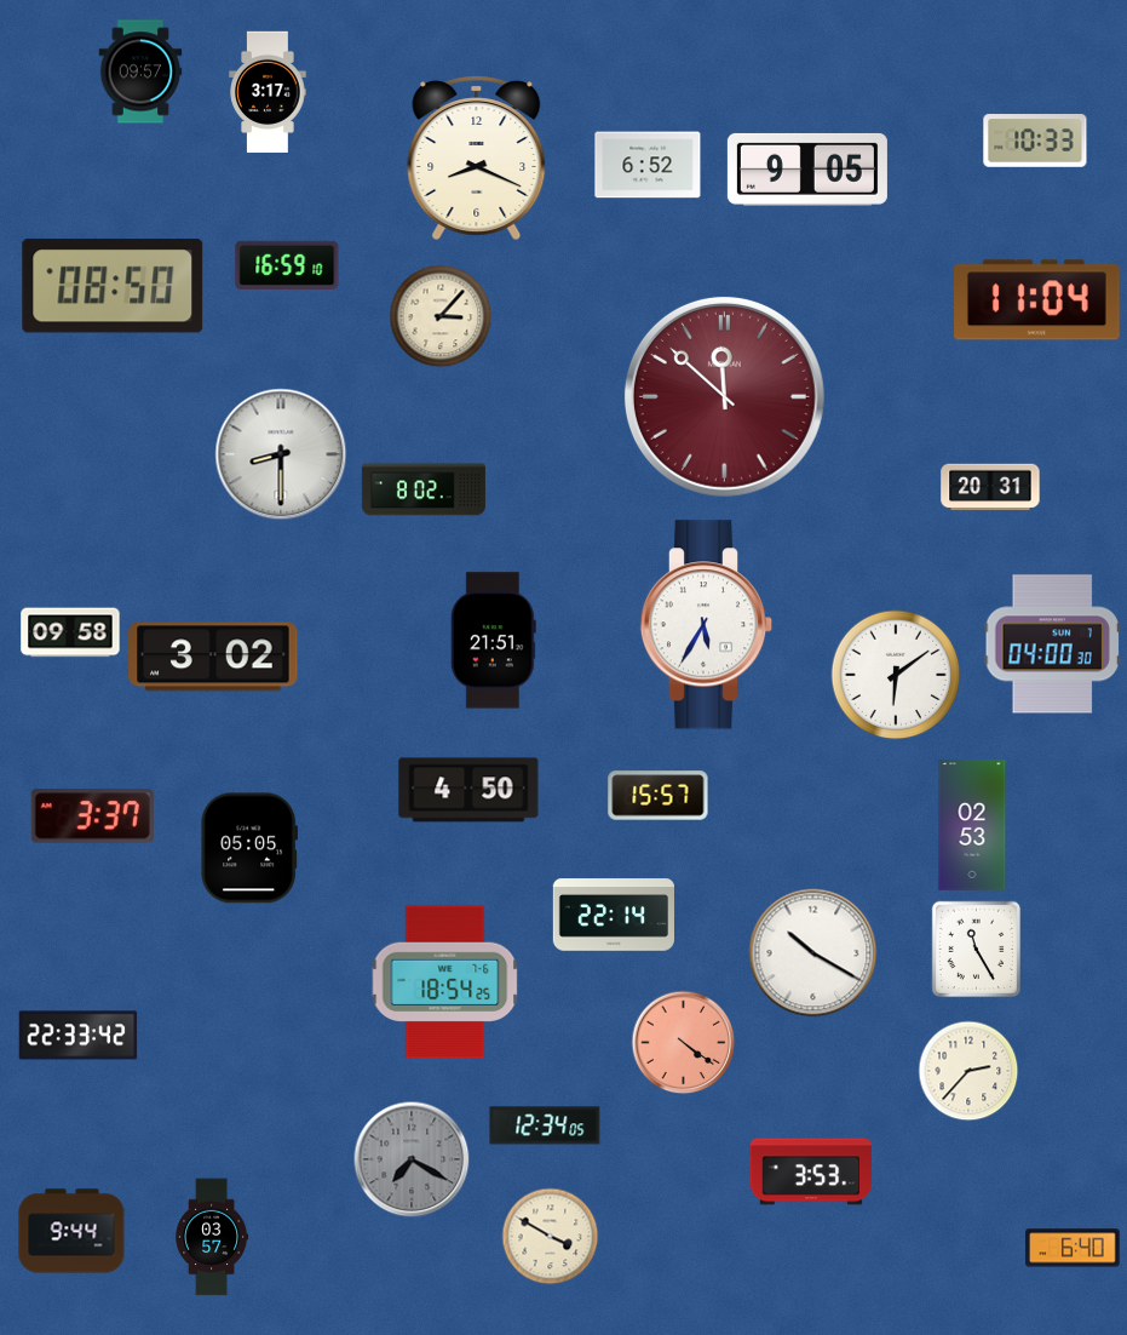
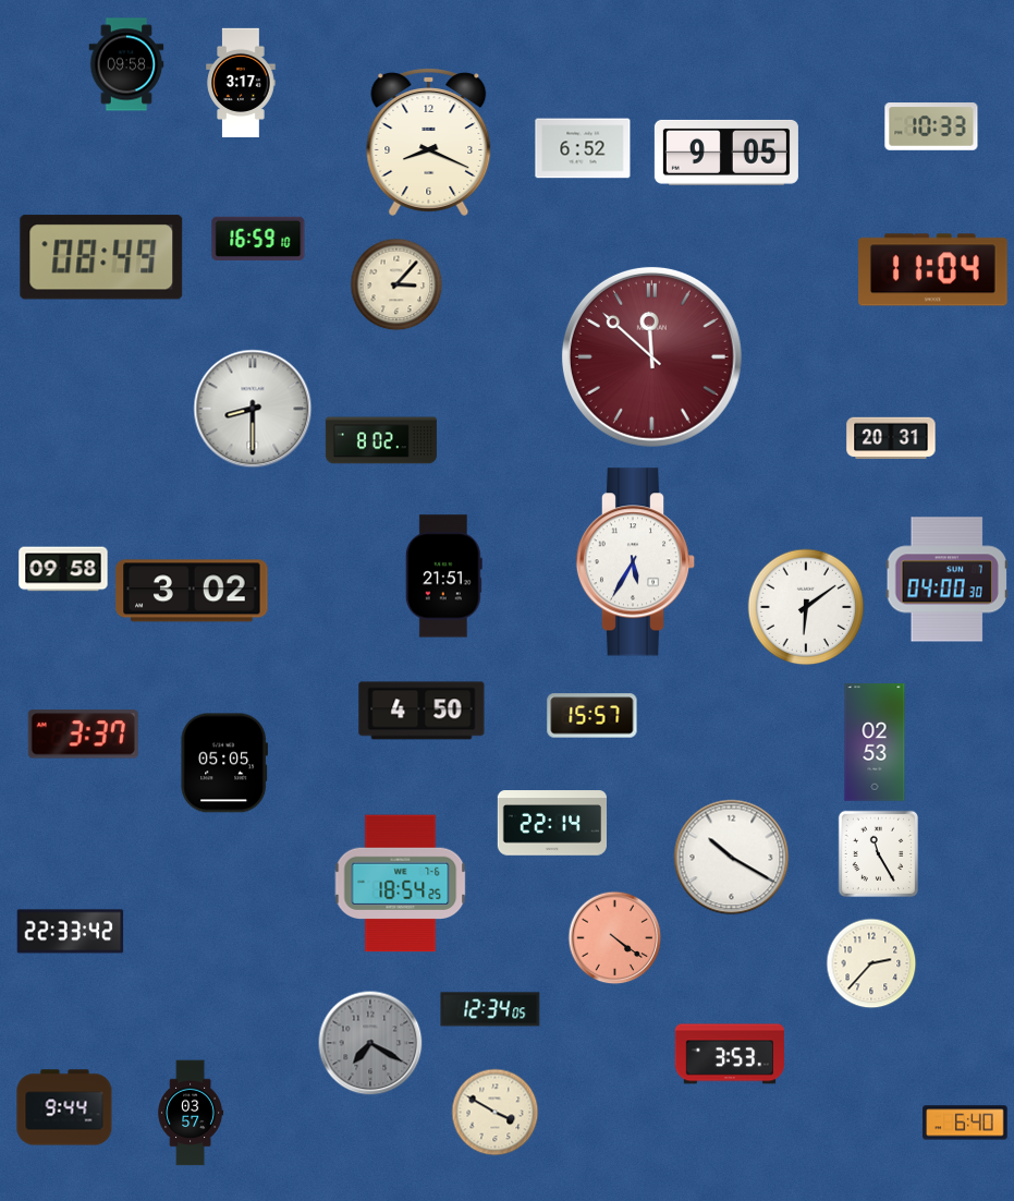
clock at (140, 71): 09:57 -> 09:58
clock at (113, 286): 08:50 -> 08:49
clock at (545, 1125) position: (545, 1125) -> (490, 1009)
